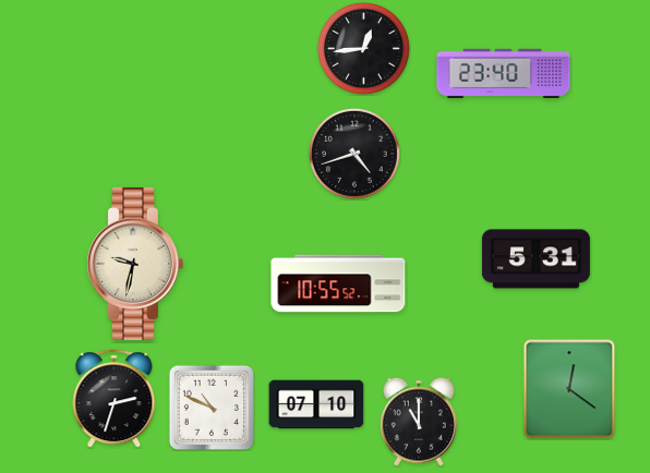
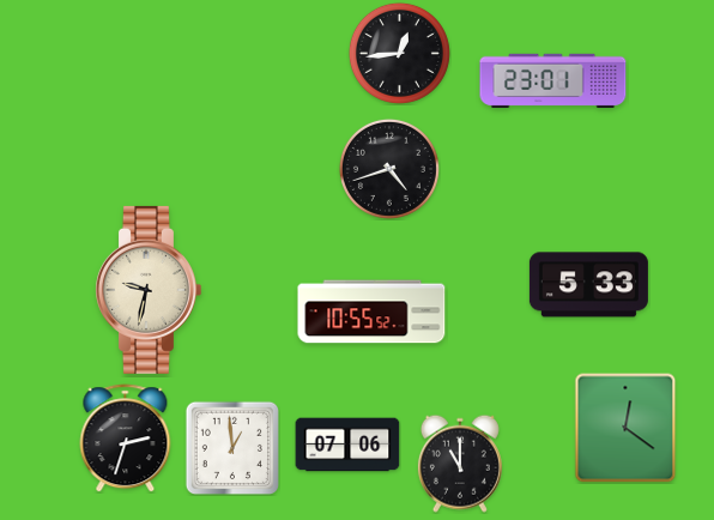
clock at (504, 73): 23:40 -> 23:01
clock at (535, 259): 5:31 -> 5:33
clock at (316, 404): 07:10 -> 07:06
clock at (210, 407): 10:49 -> 12:59
